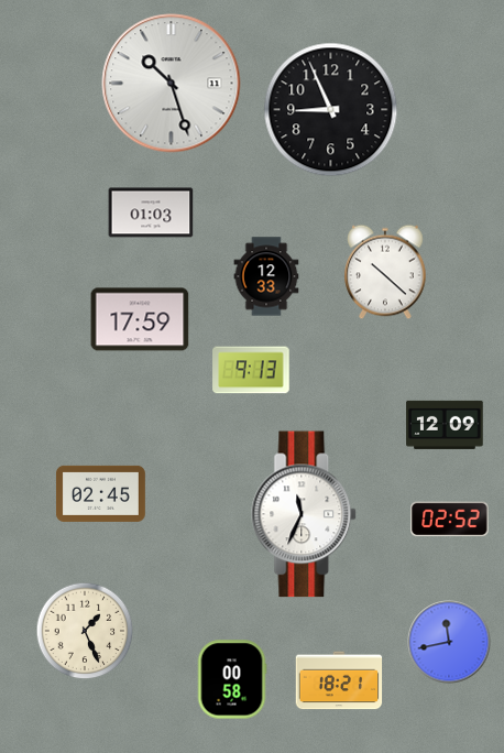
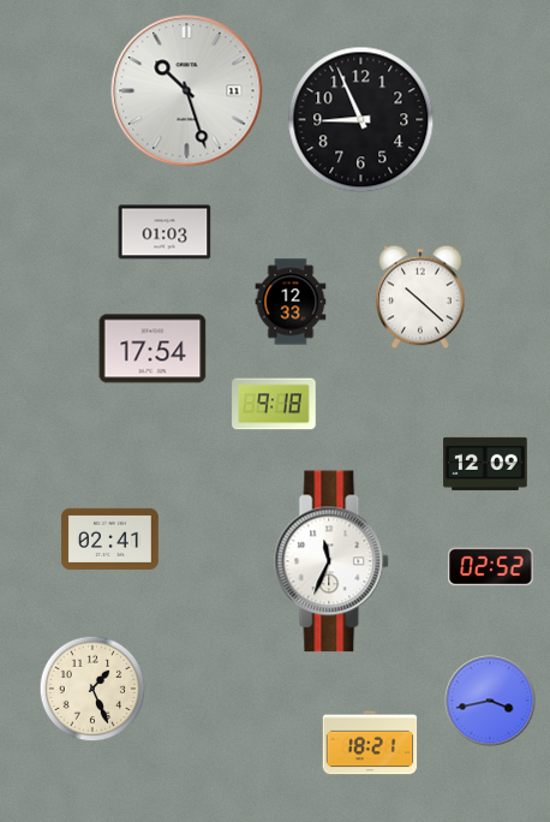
clock at (140, 319): 17:59 -> 17:54
clock at (251, 370): 9:13 -> 9:18
clock at (100, 493): 02:45 -> 02:41
clock at (449, 642): 11:43 -> 3:43
clock at (232, 679): 00:58 -> none
